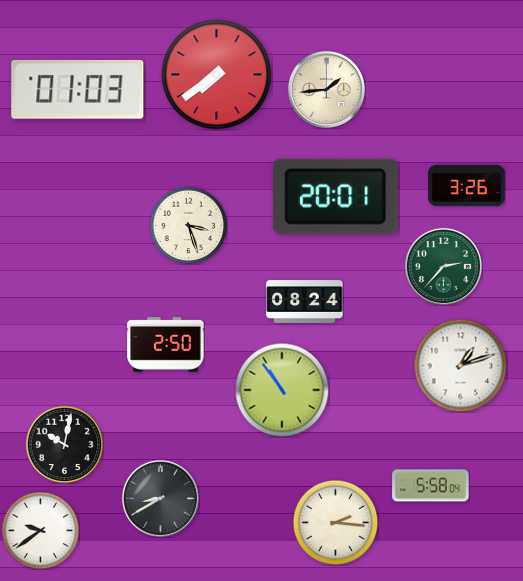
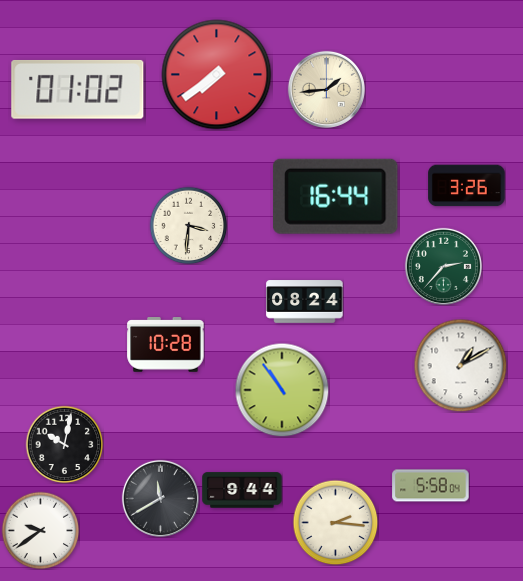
clock at (78, 89): 01:03 -> 01:02
clock at (335, 196): 20:01 -> 16:44
clock at (188, 225): 3:27 -> 3:31
clock at (166, 345): 2:50 -> 10:28
clock at (460, 365): 1:12 -> 1:10
clock at (242, 490): none -> 9:44
clock at (160, 498): 8:40 -> 11:40
